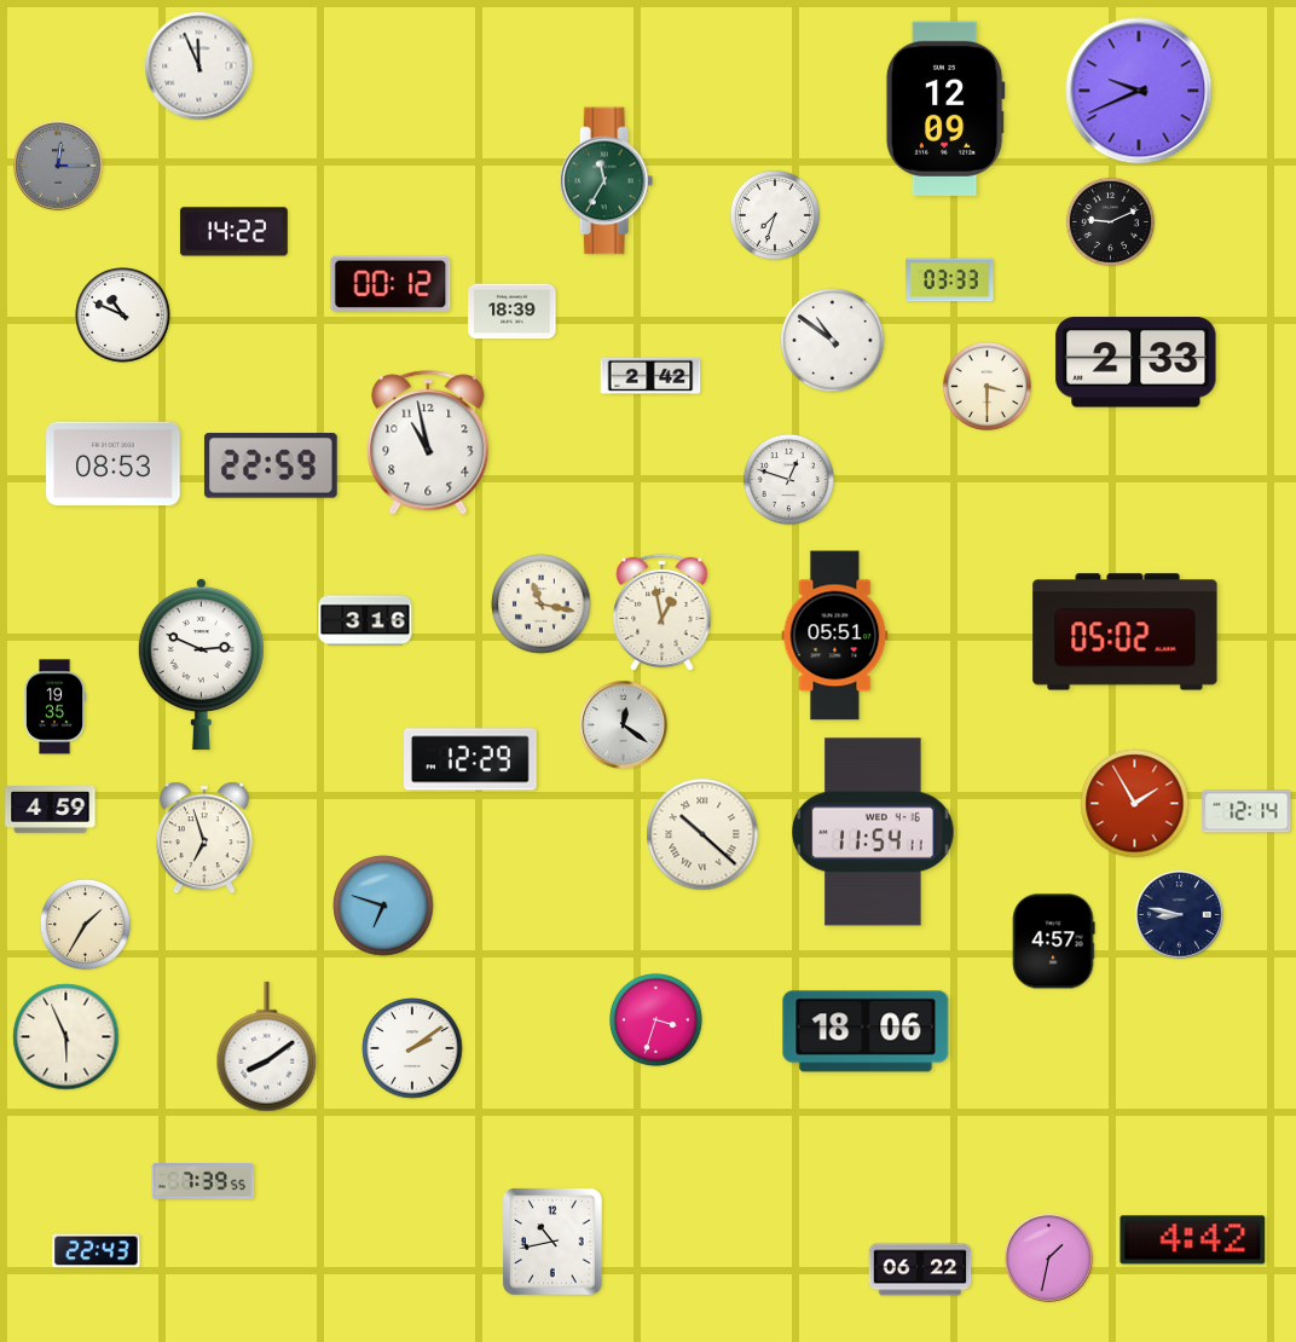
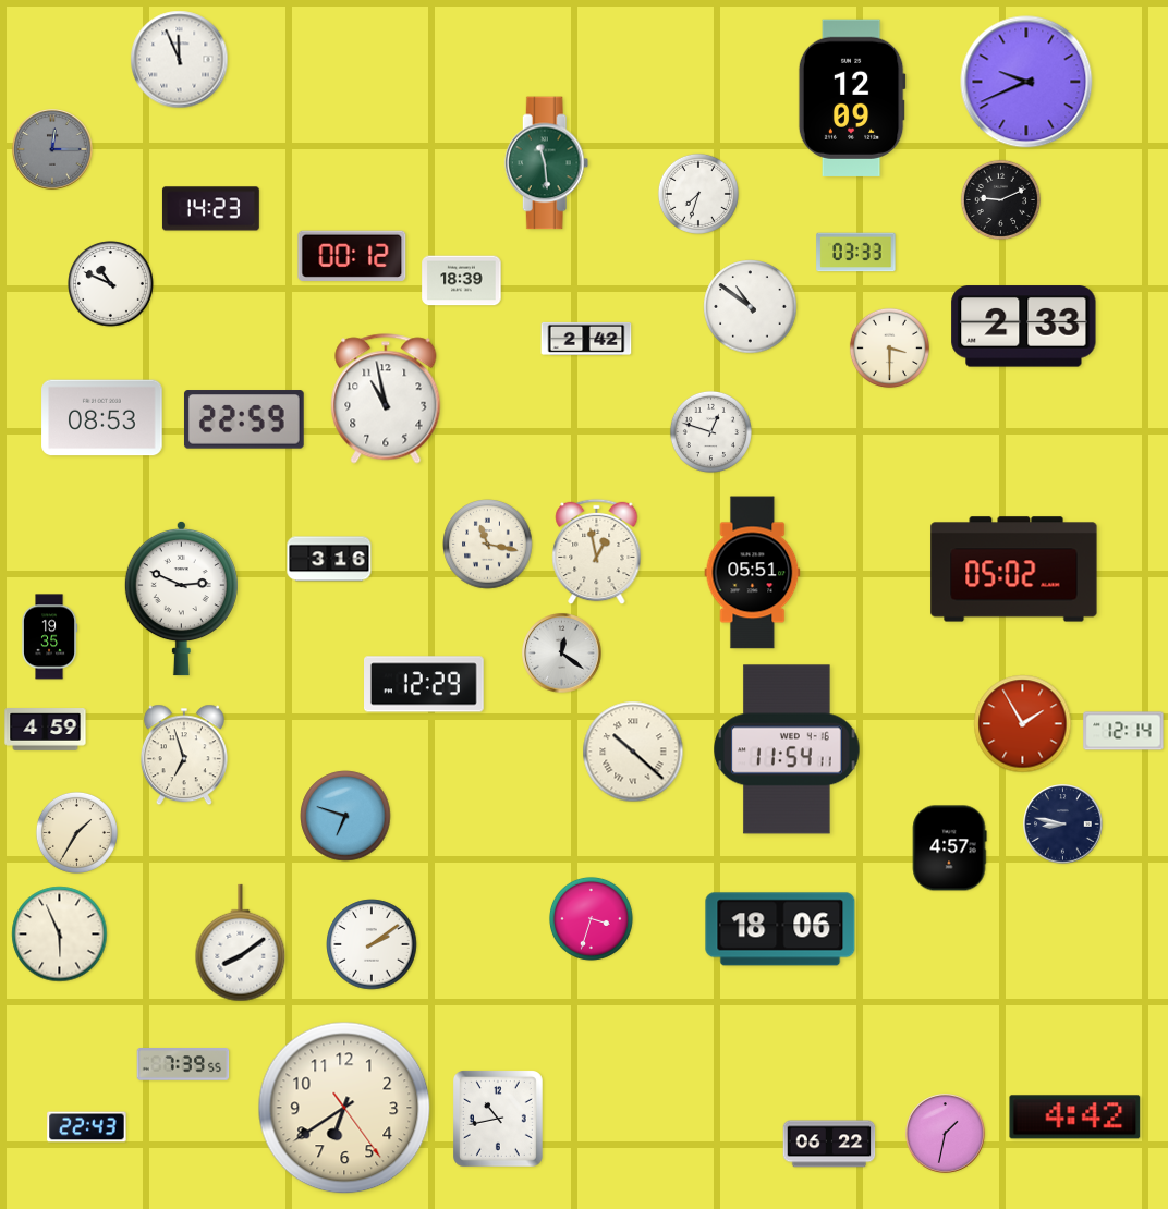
clock at (607, 181): 11:35 -> 11:29
clock at (233, 232): 14:22 -> 14:23
clock at (344, 1108): none -> 6:39
